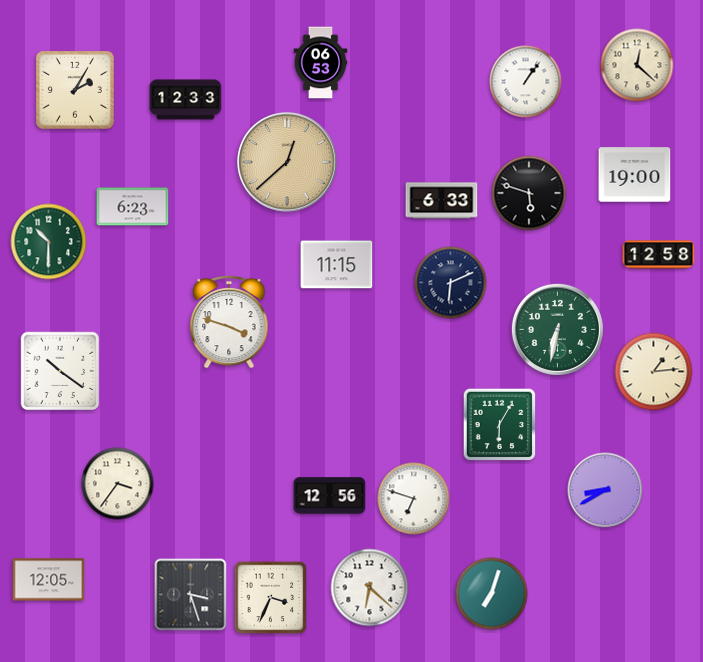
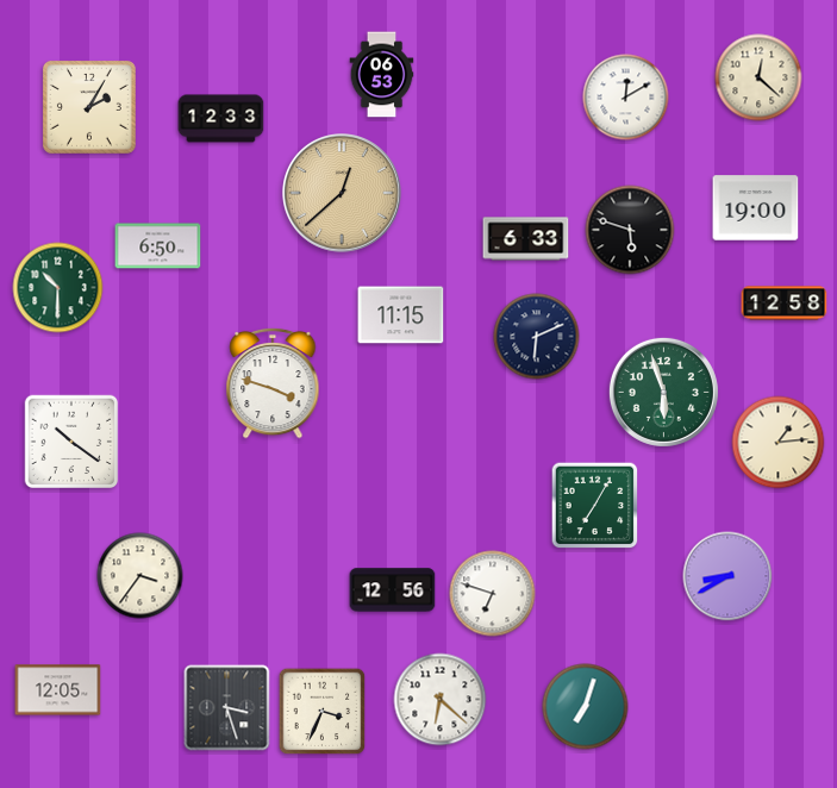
clock at (526, 82): 1:06 -> 12:10
clock at (133, 207): 6:23 -> 6:50
clock at (557, 329): 6:32 -> 5:57
clock at (500, 425): 6:05 -> 7:05
clock at (605, 490) position: (605, 490) -> (727, 576)
